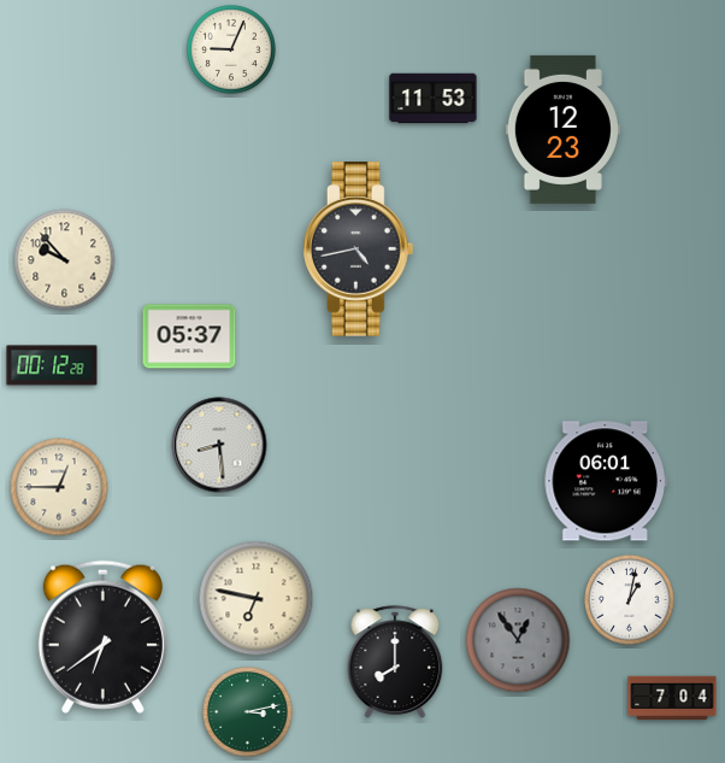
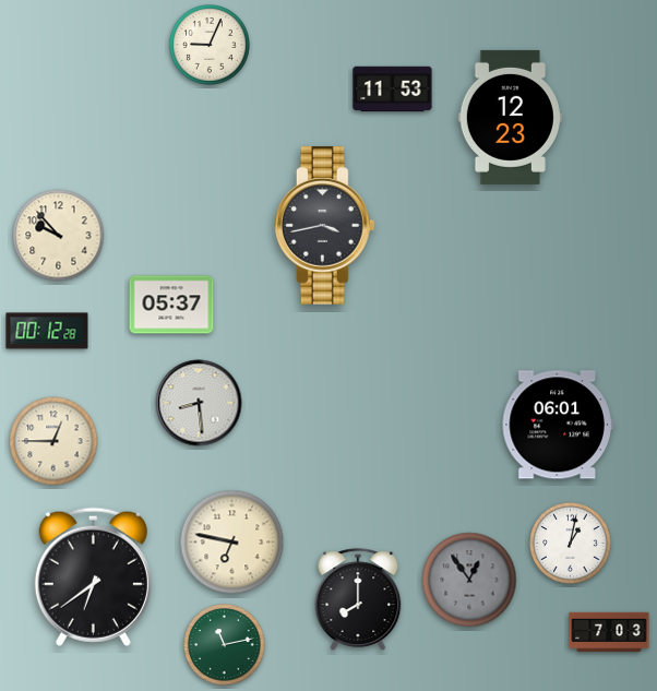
clock at (359, 250): 4:43 -> 3:43
clock at (606, 481) position: (606, 481) -> (558, 425)
clock at (672, 698): 7:04 -> 7:03
clock at (248, 712): 3:13 -> 11:13
